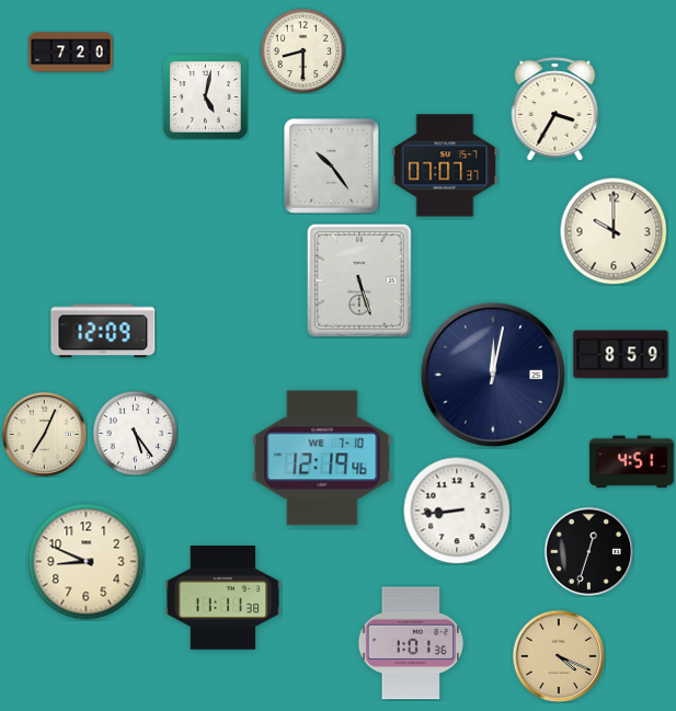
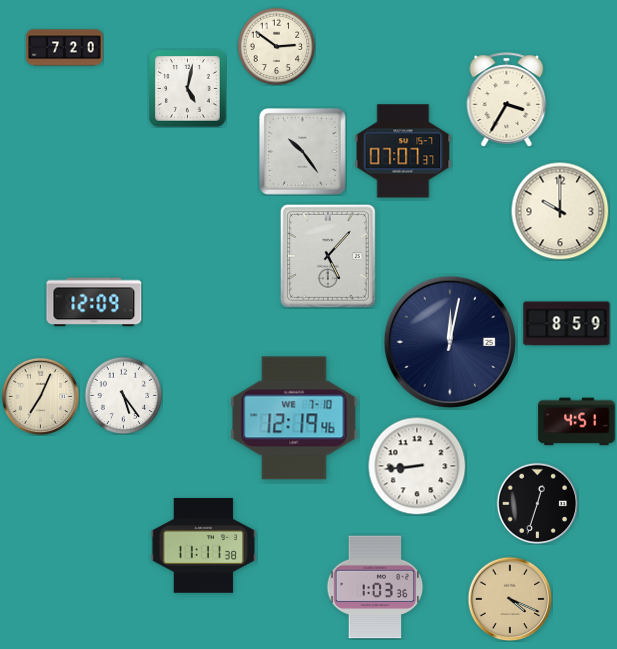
clock at (302, 50): 8:30 -> 2:51
clock at (445, 165) position: (445, 165) -> (403, 151)
clock at (359, 280): 5:27 -> 5:07
clock at (87, 562): 8:49 -> none
clock at (411, 643): 1:01 -> 1:03
